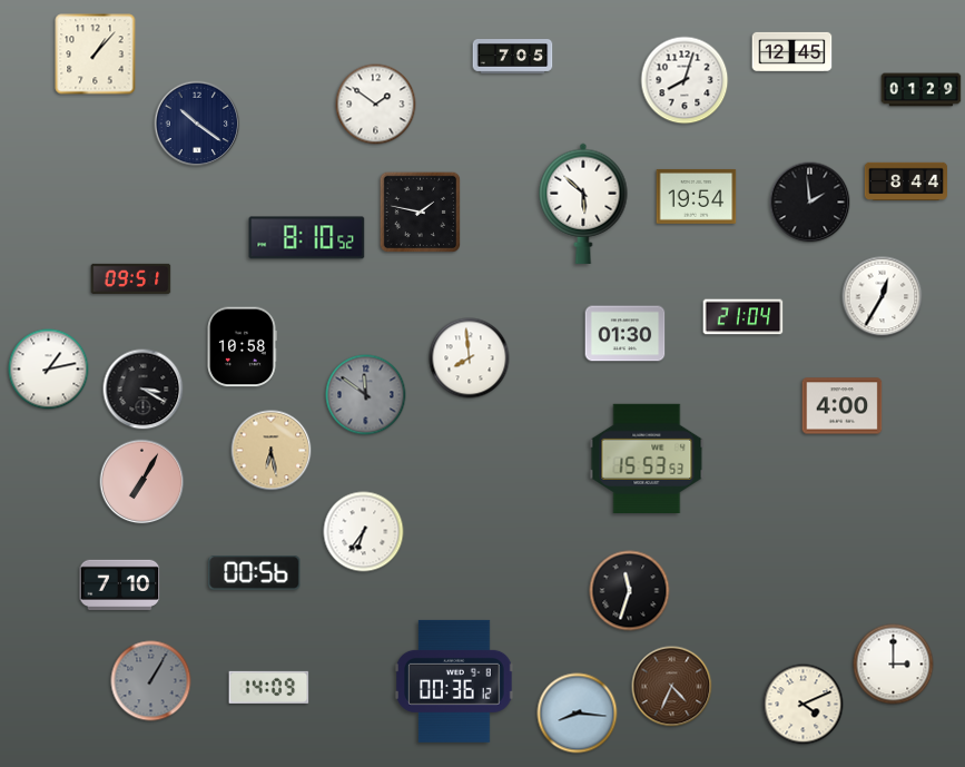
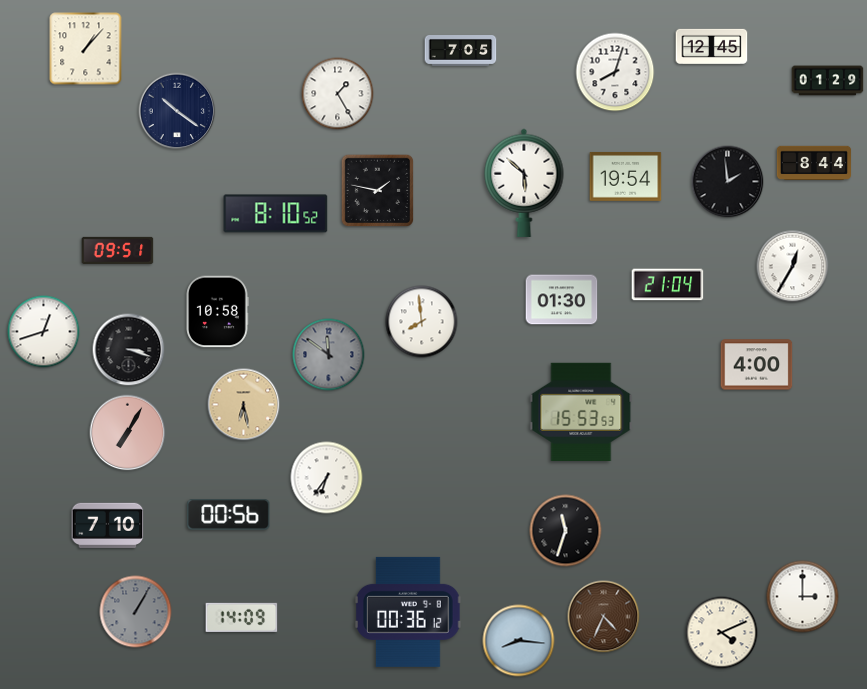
clock at (376, 105): 1:51 -> 1:25
clock at (49, 370): 1:13 -> 12:42
clock at (144, 390): 3:20 -> 3:18
